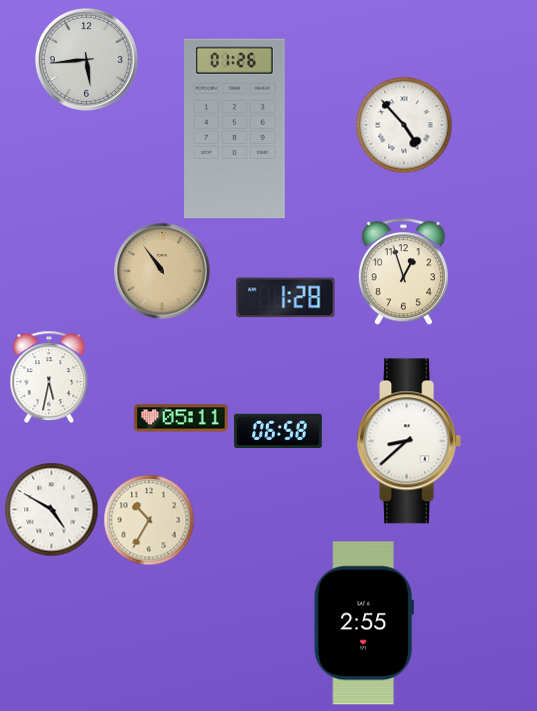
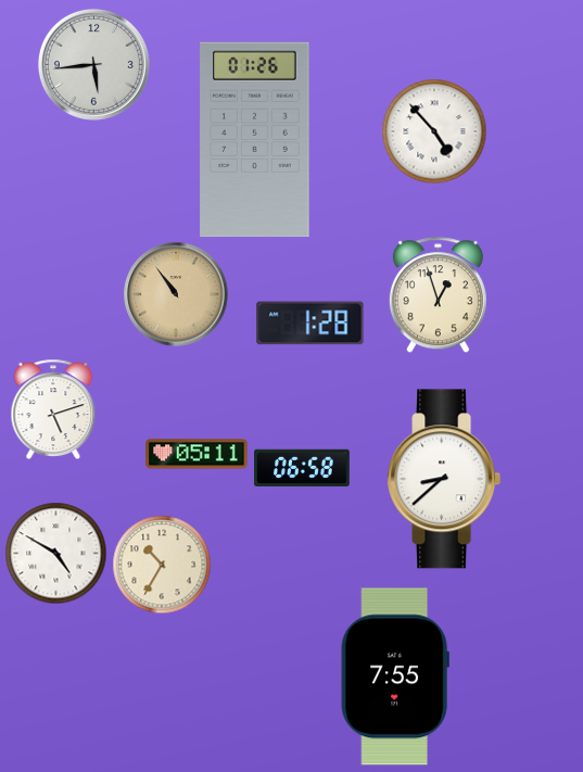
clock at (404, 125) position: (404, 125) -> (434, 131)
clock at (49, 377): 5:32 -> 5:12
clock at (364, 623): 2:55 -> 7:55
